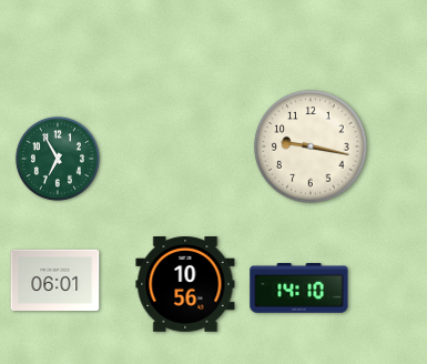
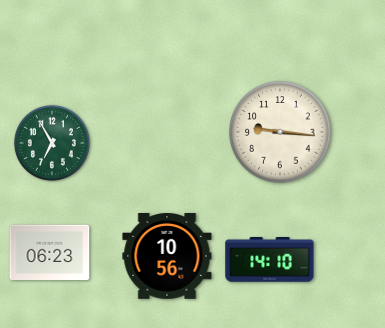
clock at (311, 146): 9:17 -> 9:16
clock at (55, 281): 06:01 -> 06:23
